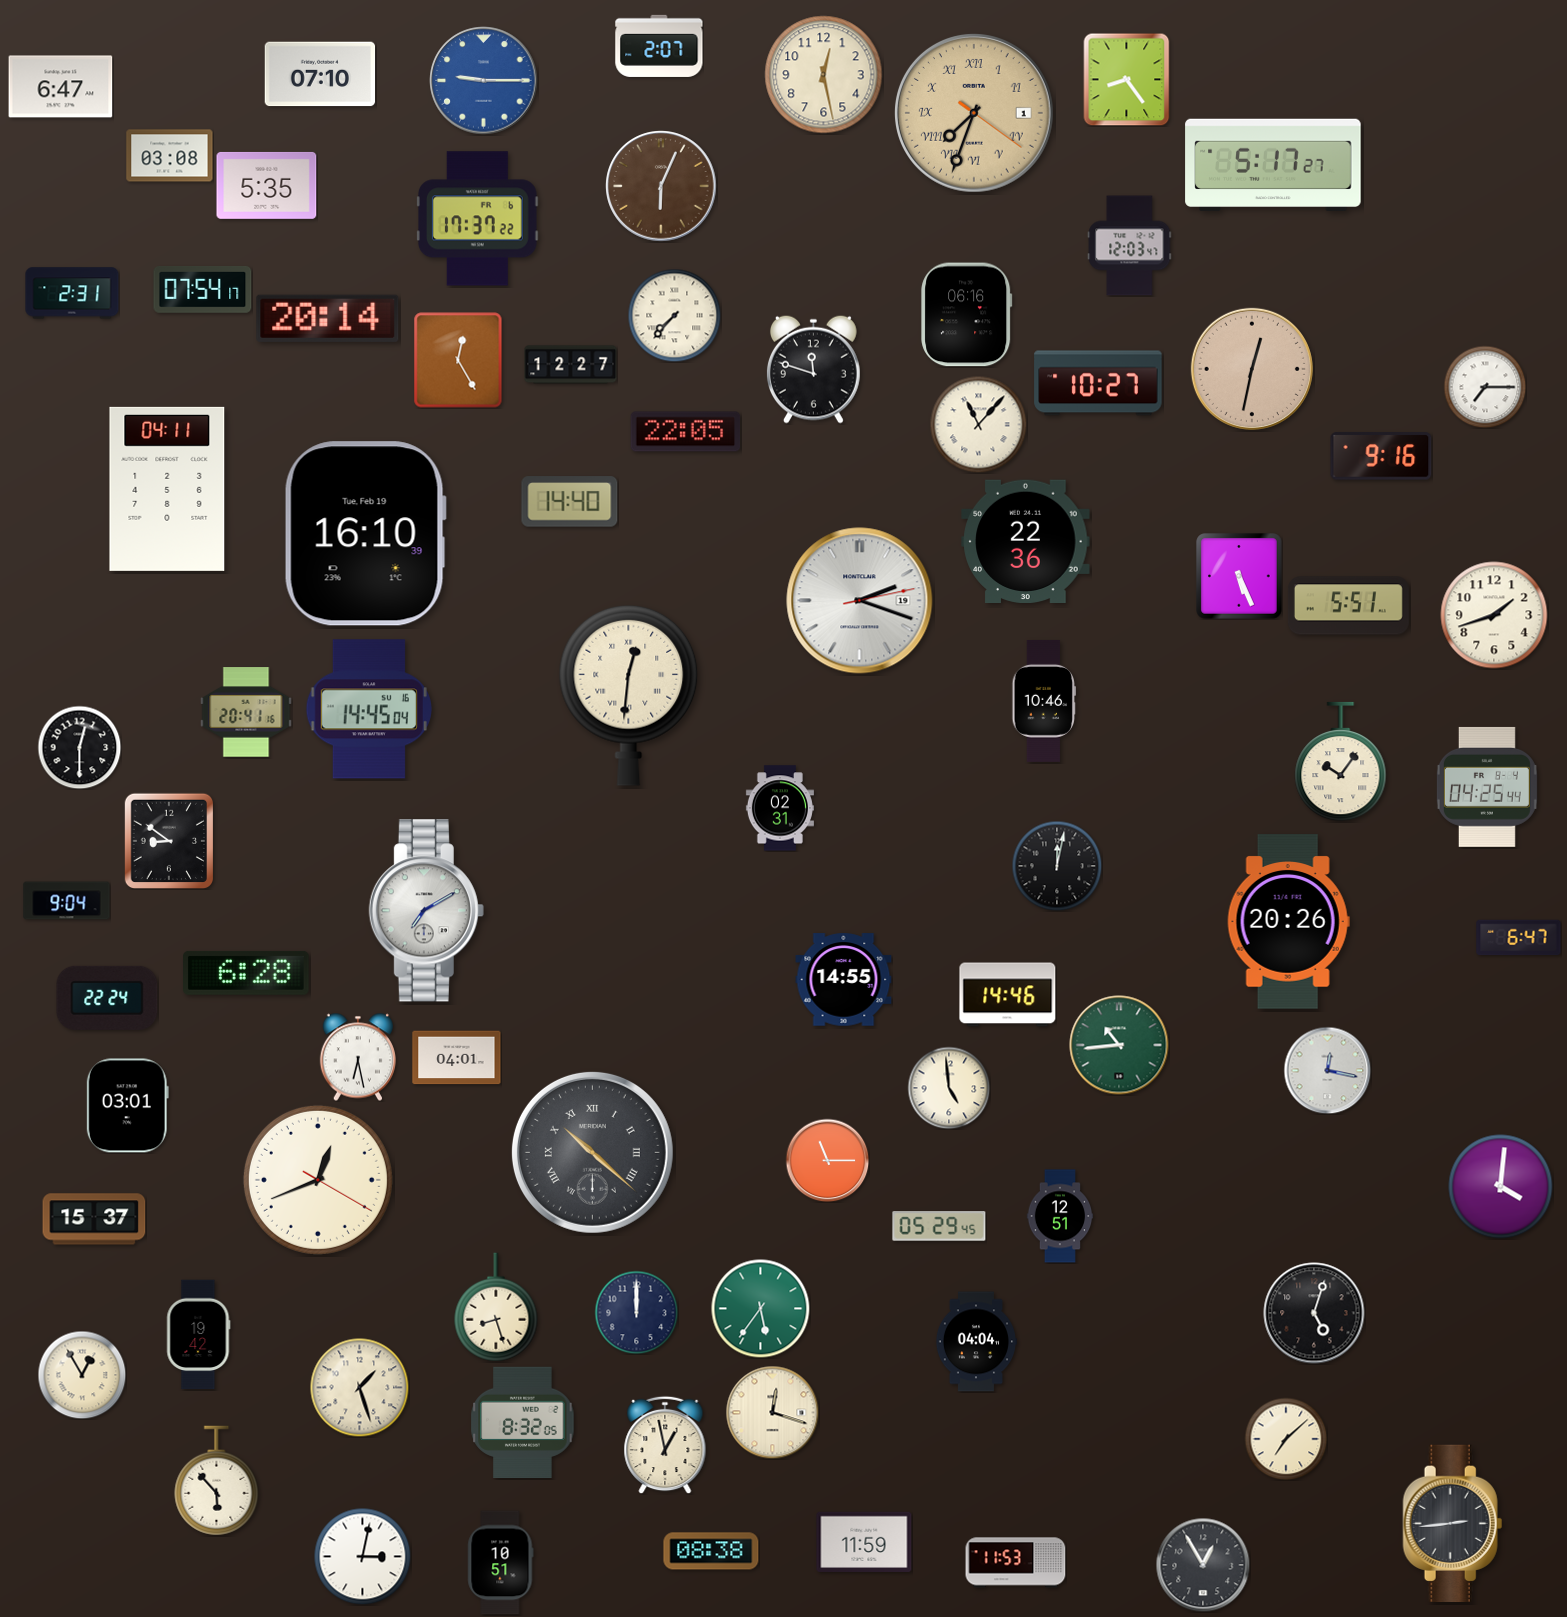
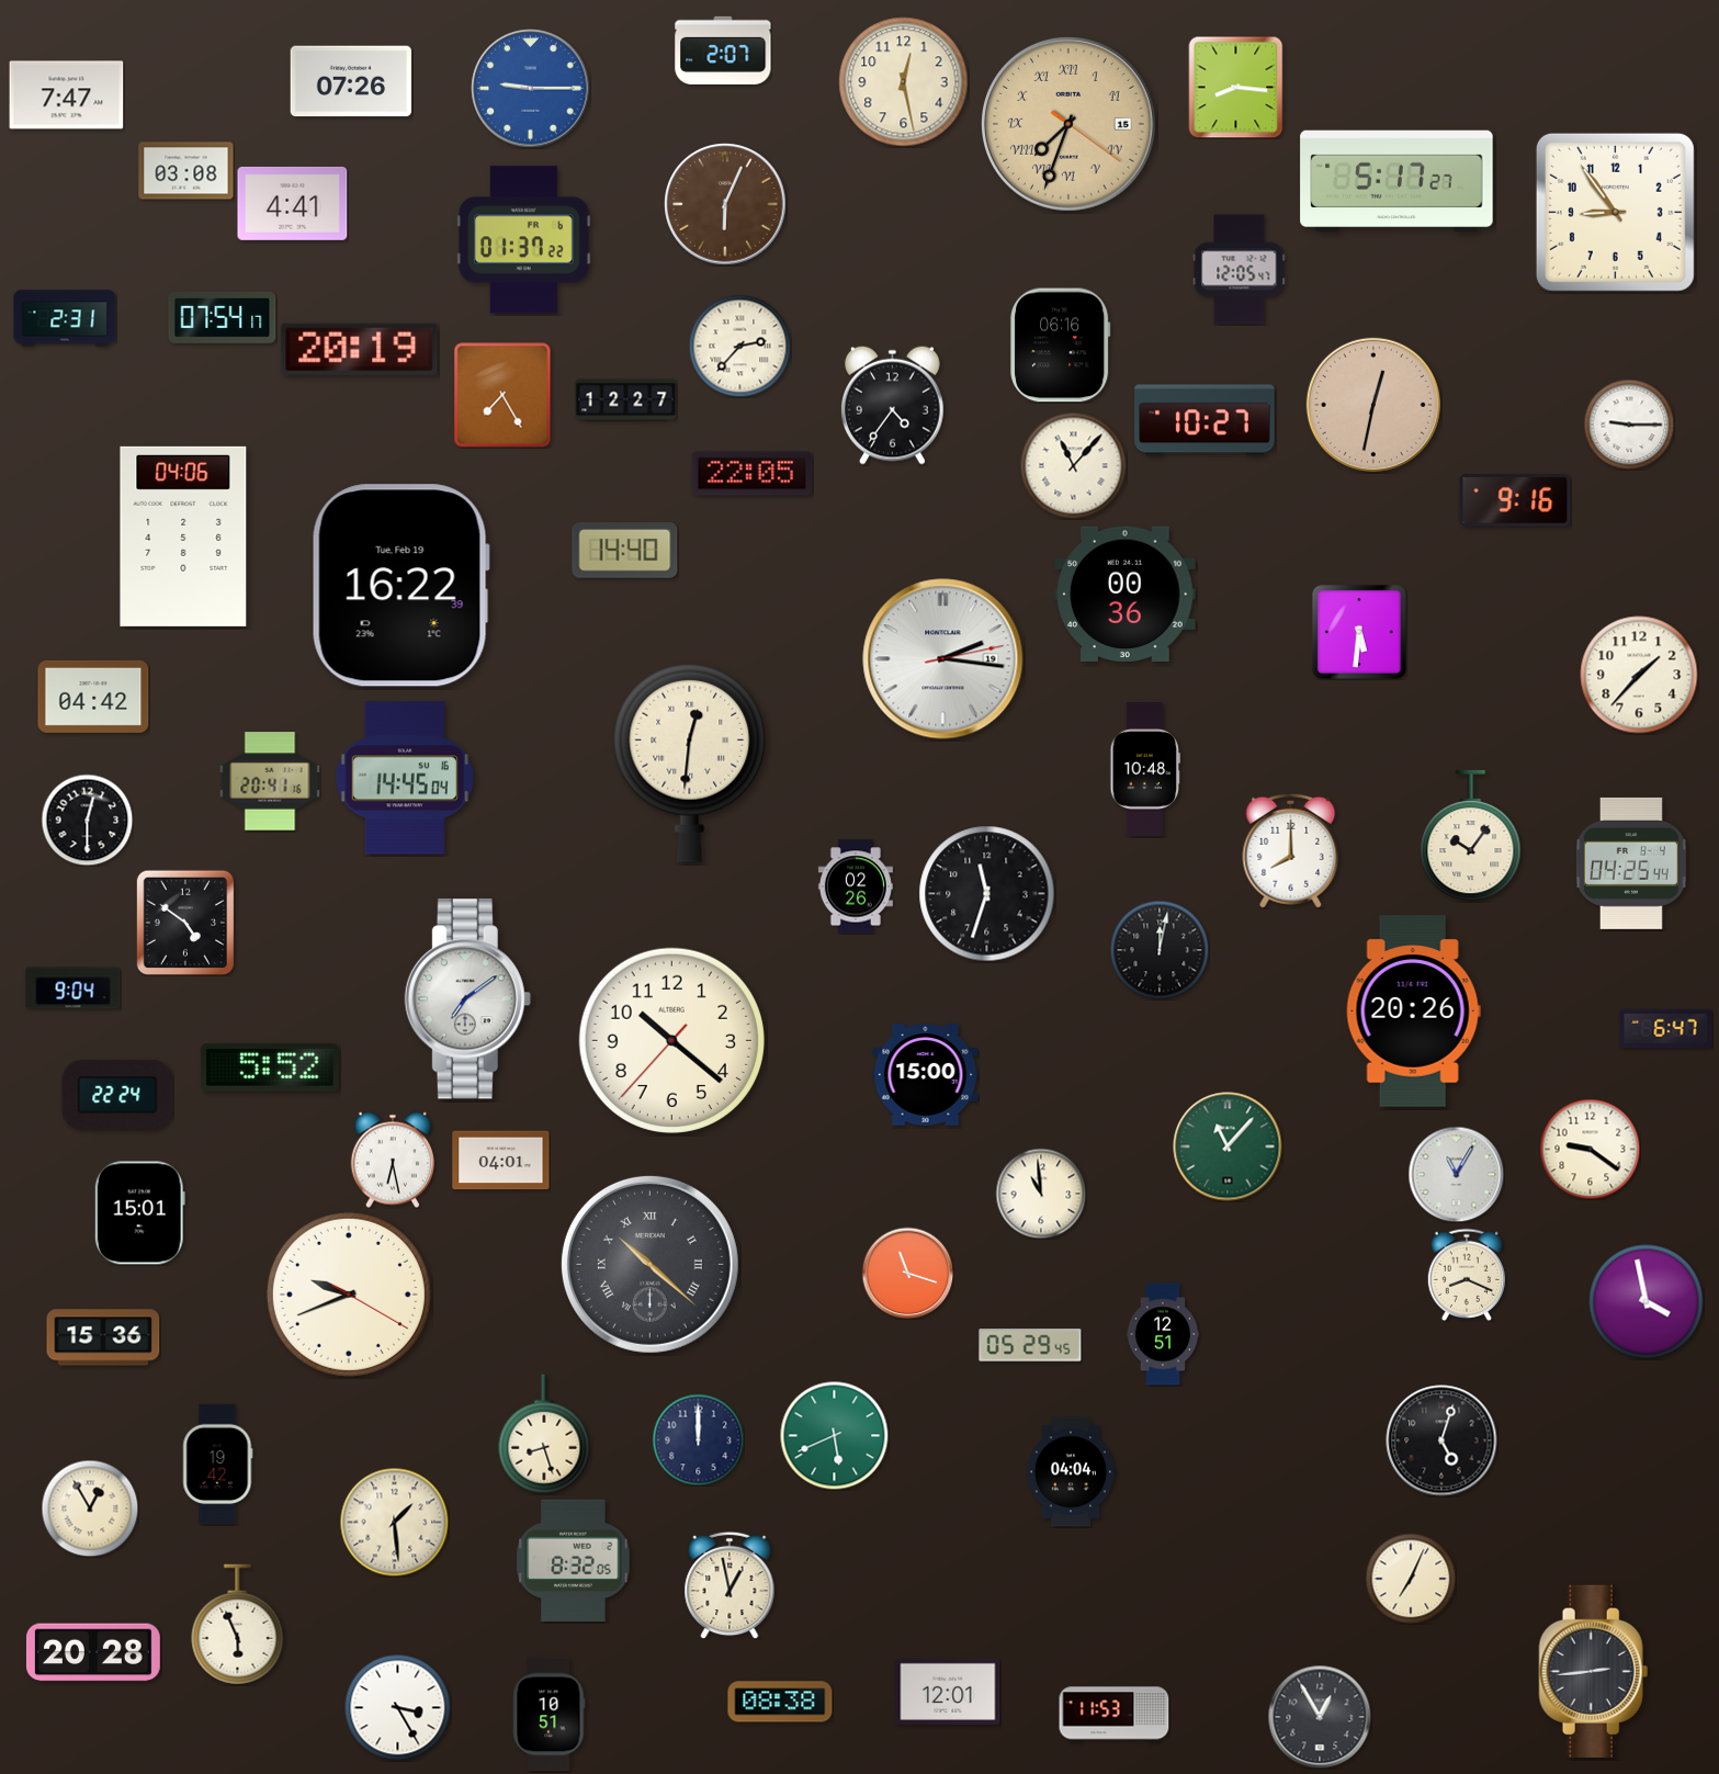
clock at (320, 74): 07:10 -> 07:26
clock at (1127, 79): 8:24 -> 8:16
clock at (61, 87): 6:47 -> 7:47
clock at (974, 113) date: 1 -> 15
clock at (267, 185): 5:35 -> 4:41
clock at (1615, 212): none -> 8:54
clock at (478, 219): 17:37 -> 01:37
clock at (1130, 246): 12:03 -> 12:05
clock at (72, 293) position: (72, 293) -> (65, 318)
clock at (674, 315): 7:37 -> 2:37
clock at (328, 318): 20:14 -> 20:19
clock at (458, 360): 12:25 -> 7:25
clock at (813, 369): 11:48 -> 4:36
clock at (1485, 387): 7:15 -> 9:15
clock at (167, 489): 04:11 -> 04:06
clock at (365, 534): 16:10 -> 16:22
clock at (1026, 541): 22:36 -> 00:36
clock at (1239, 576): 5:26 -> 5:31
clock at (860, 601): 2:18 -> 2:16
clock at (1348, 606): 5:51 -> none
clock at (1494, 615): 1:42 -> 1:37
clock at (93, 697): none -> 04:42
clock at (1043, 701): 10:46 -> 10:48
clock at (1291, 850): none -> 8:00
clock at (780, 808): 02:31 -> 02:26
clock at (987, 894): none -> 11:33
clock at (168, 841): 8:51 -> 4:51
clock at (426, 911): 7:10 -> 7:09
clock at (671, 1040): none -> 10:21
clock at (247, 973): 6:28 -> 5:52
clock at (844, 980): 14:55 -> 15:00
clock at (1008, 995): 14:46 -> none
clock at (1119, 1045): 10:44 -> 11:07
clock at (1590, 1149): none -> 9:21
clock at (1327, 1070): 12:17 -> 11:05
clock at (949, 1088): 4:59 -> 10:59
clock at (127, 1106): 03:01 -> 15:01
clock at (827, 1160): 11:15 -> 11:18
clock at (1466, 1275): none -> 8:19
clock at (318, 1180): 12:41 -> 9:41
clock at (1501, 1187): 4:01 -> 3:58
clock at (94, 1219): 15:37 -> 15:36
clock at (761, 1309): 5:36 -> 5:41
clock at (360, 1388): 1:27 -> 1:29
clock at (772, 1412): 12:18 -> none
clock at (1286, 1439): 7:08 -> 7:04
clock at (217, 1481): 5:53 -> 5:56
clock at (93, 1652): none -> 20:28
clock at (864, 1542): 11:59 -> 12:01
clock at (362, 1556): 3:02 -> 3:25
